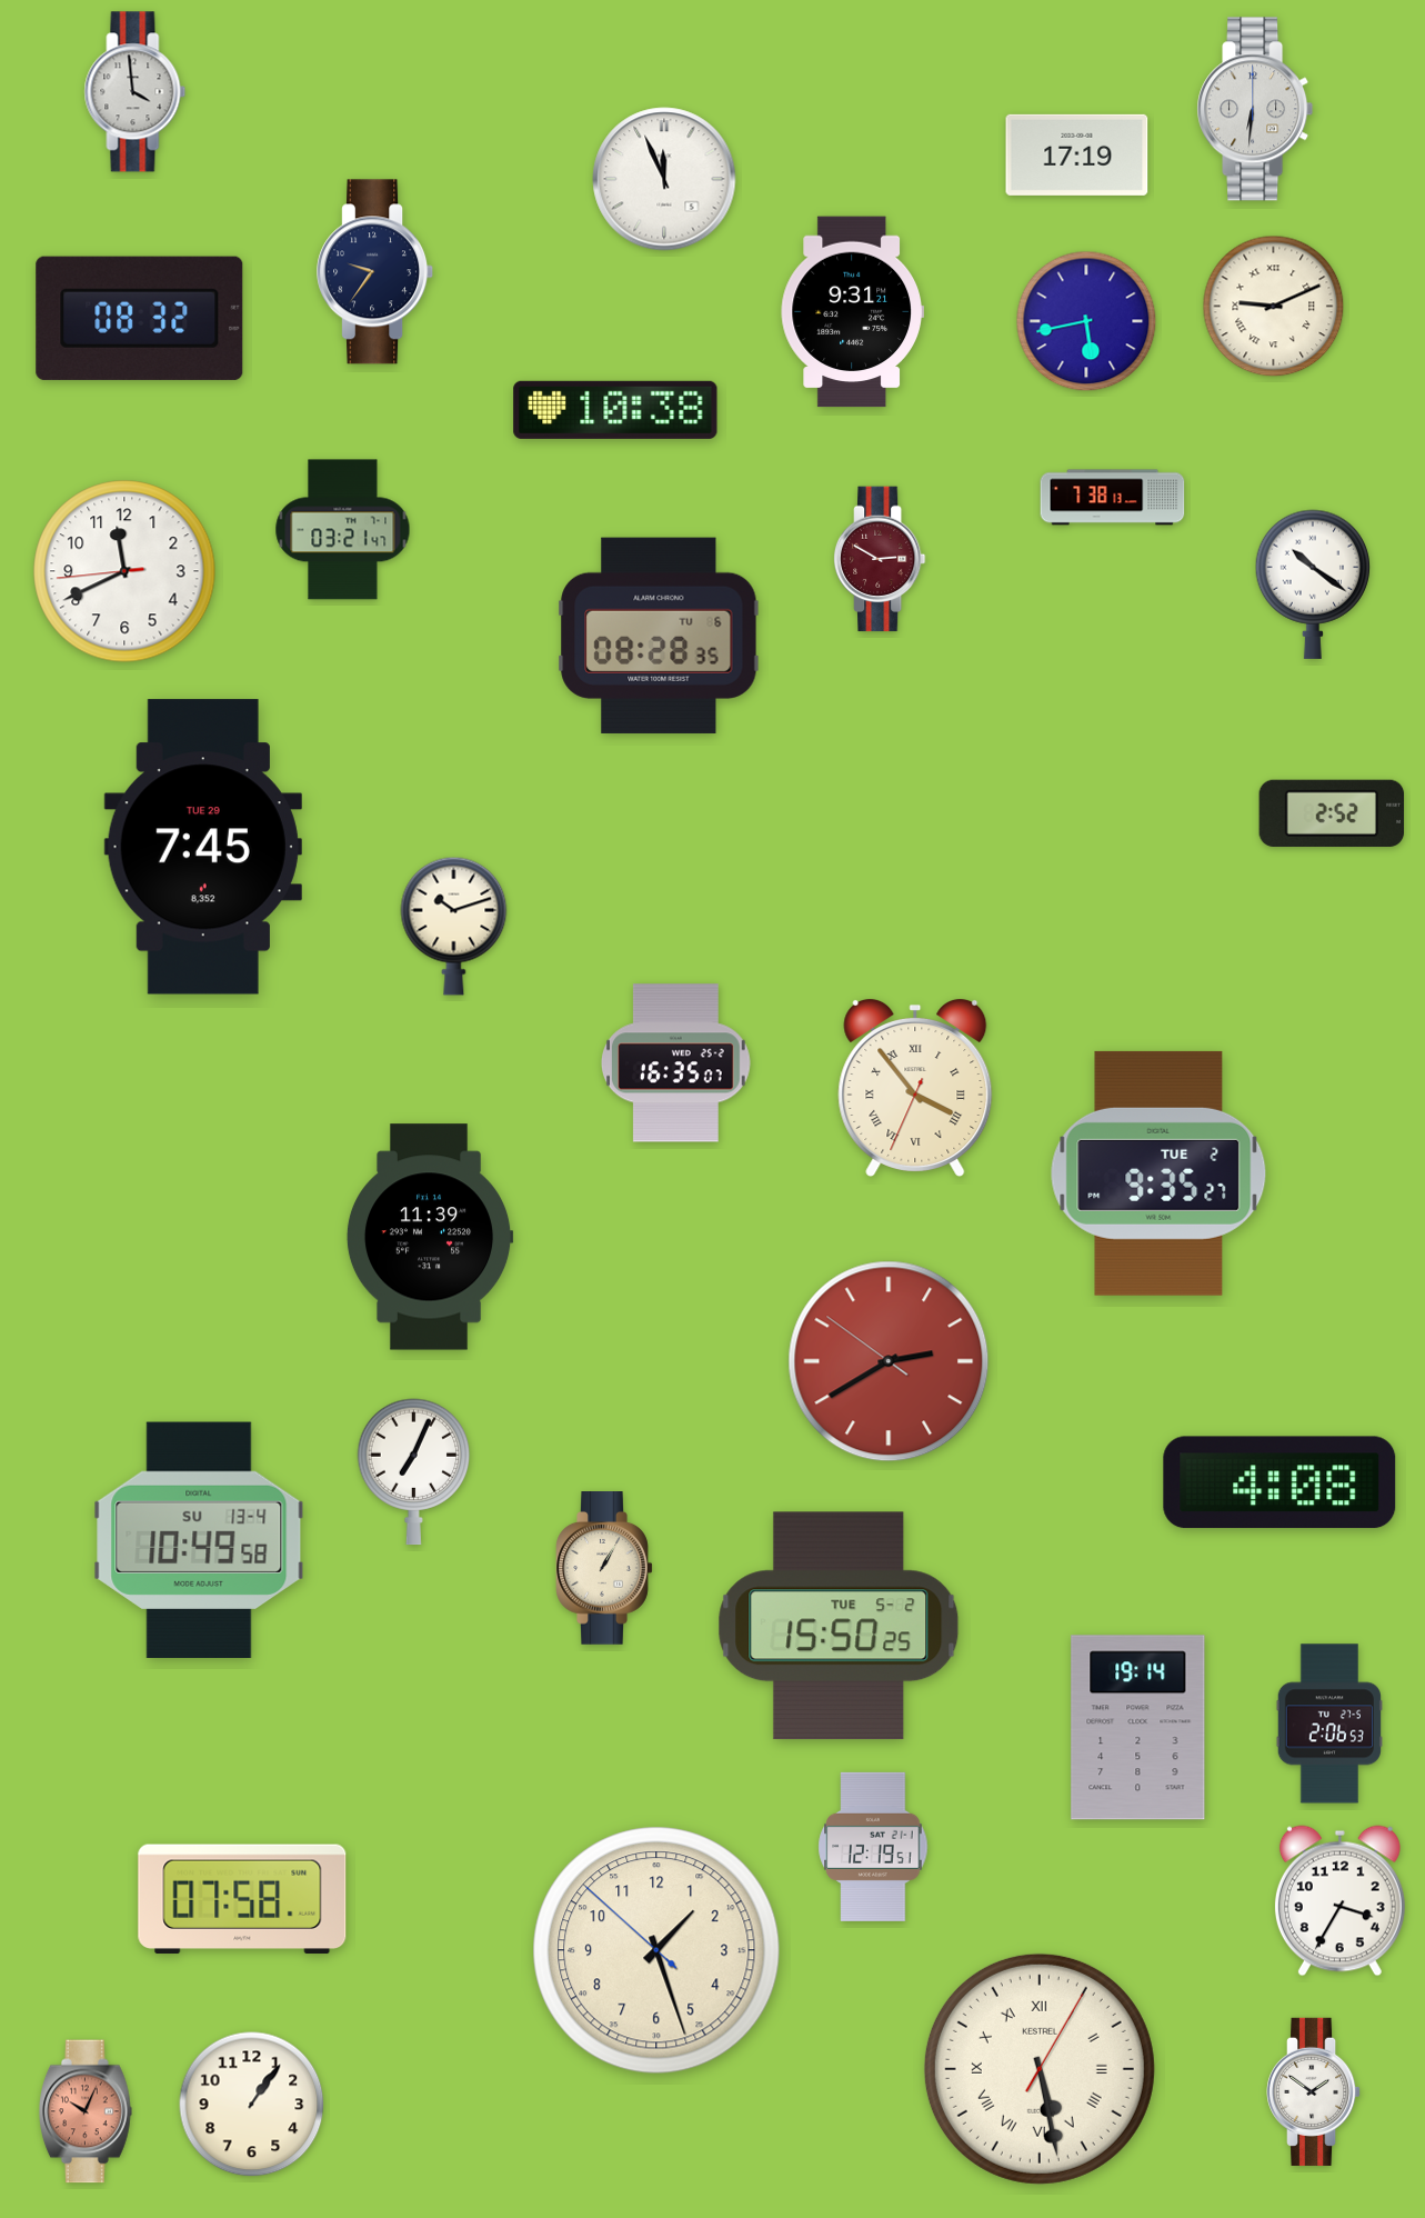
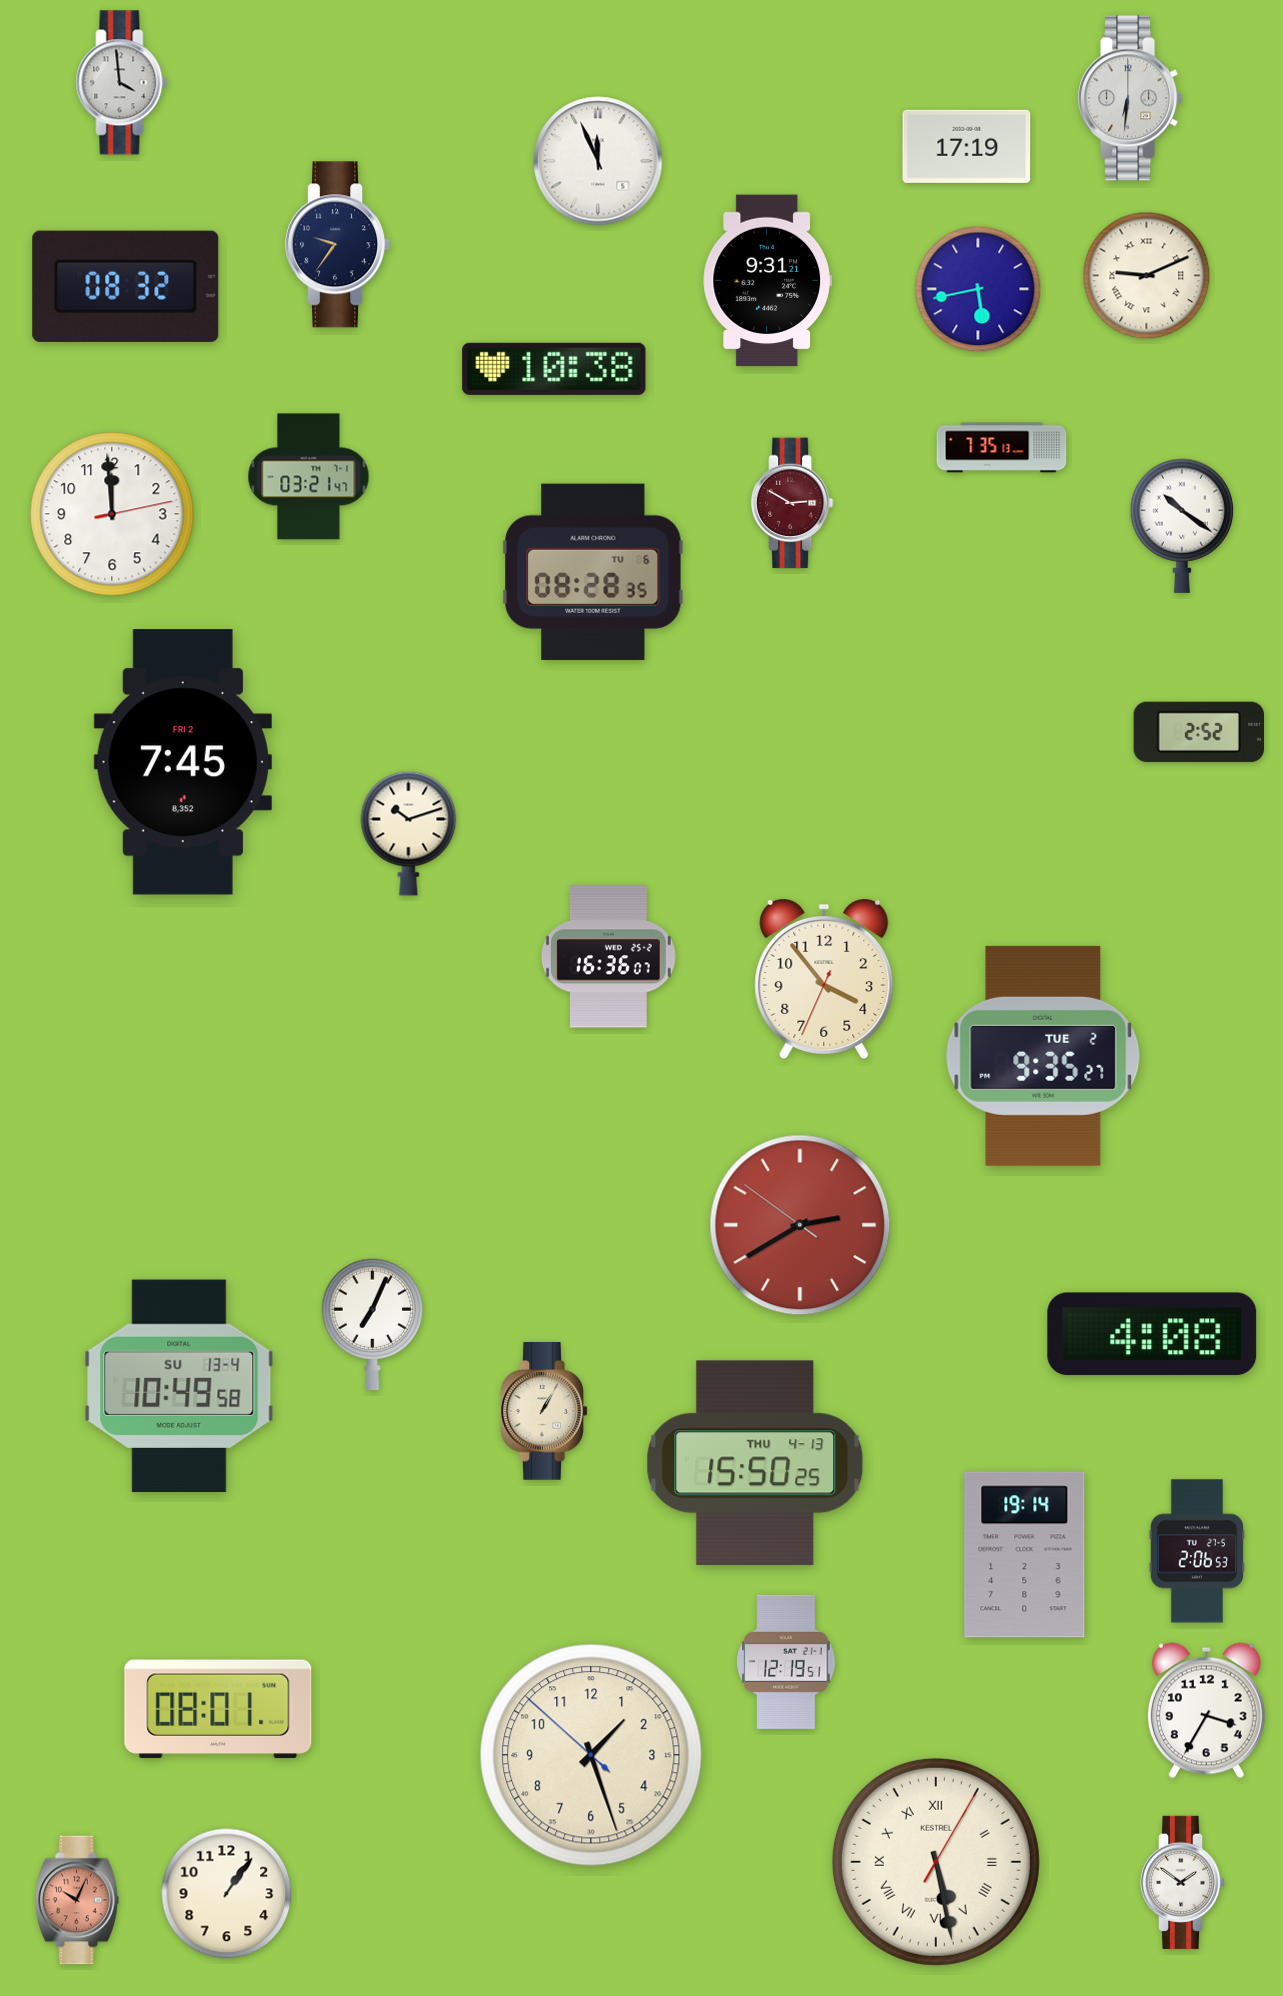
clock at (1077, 154) position: (1077, 154) -> (967, 146)
clock at (1113, 498): 7:38 -> 7:35
clock at (124, 571): 11:40 -> 11:59
clock at (203, 847) date: TUE 29 -> FRI 2
clock at (675, 1063): 16:35 -> 16:36
clock at (915, 1088) numerals: Roman -> Arabic
clock at (430, 1237): 11:39 -> none
clock at (839, 1626) date: TUE 5-2 -> THU 4-13
clock at (242, 1899): 07:58 -> 08:01
